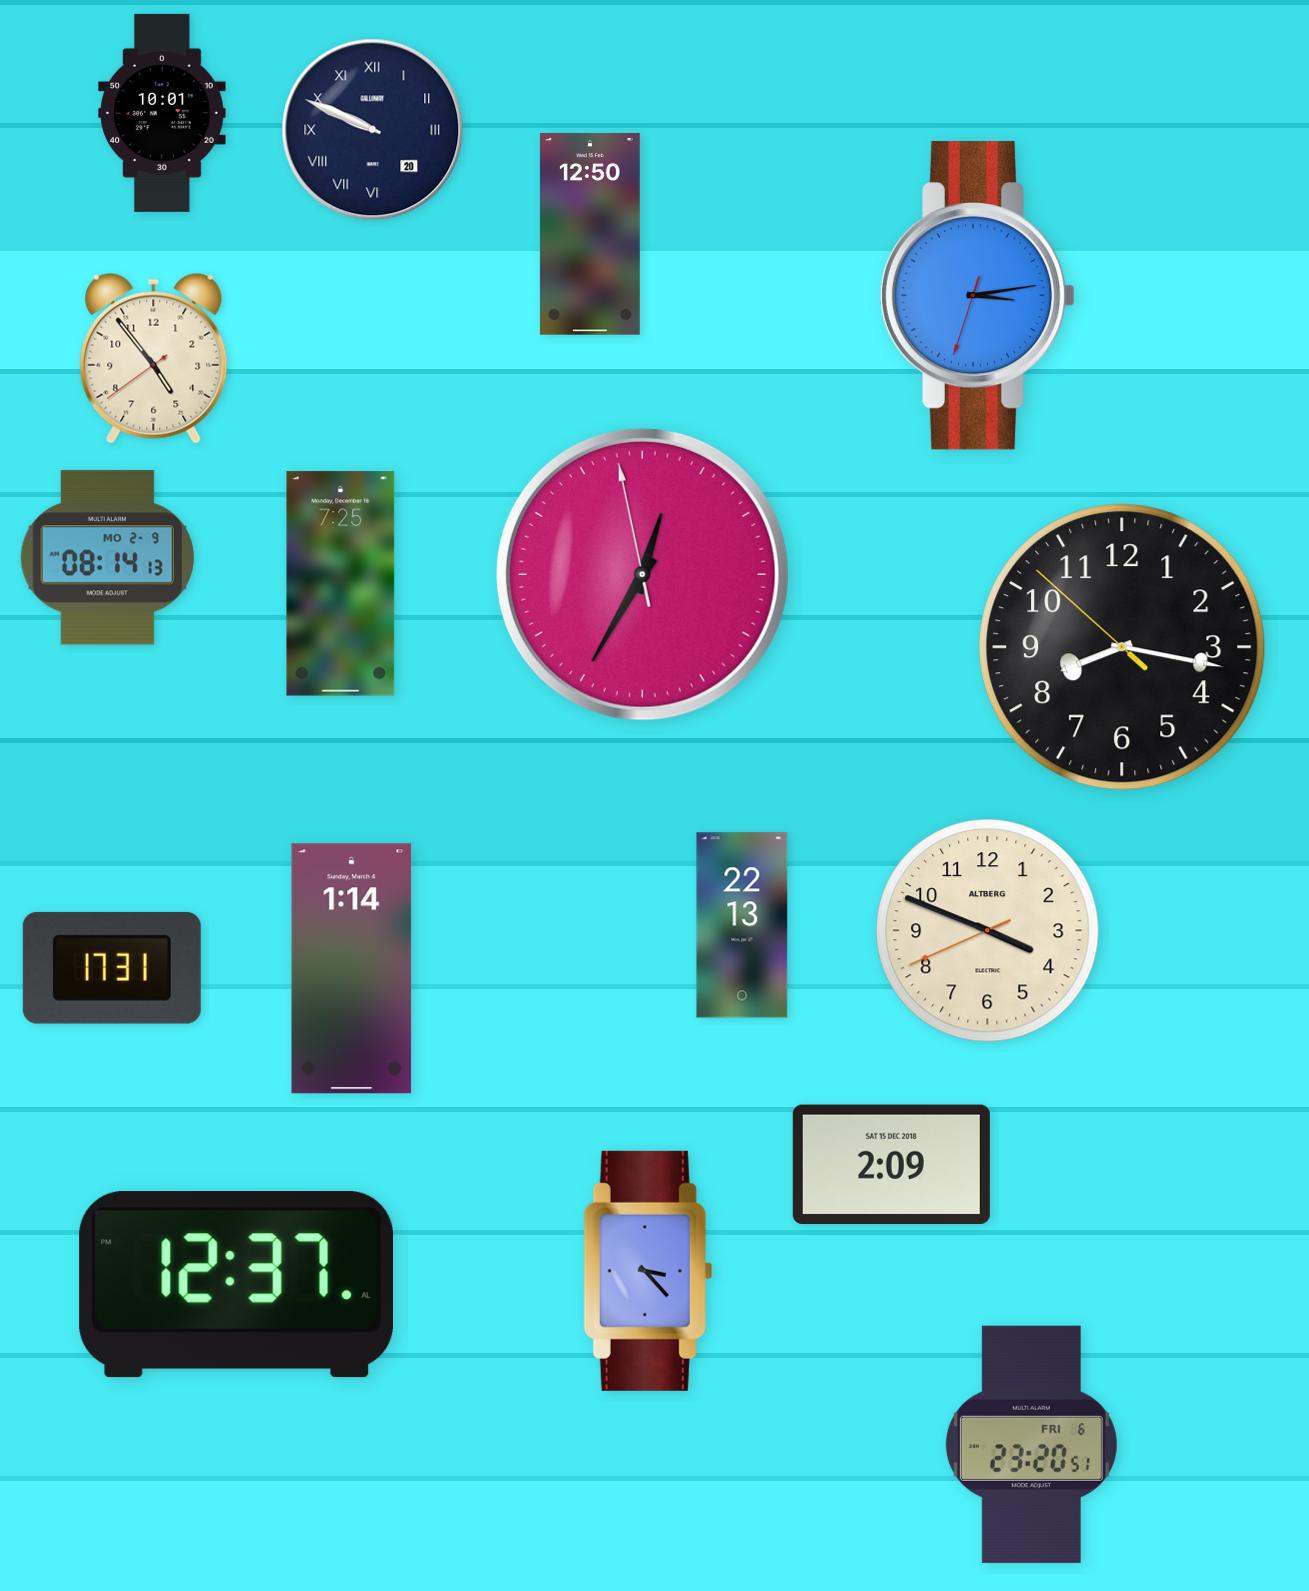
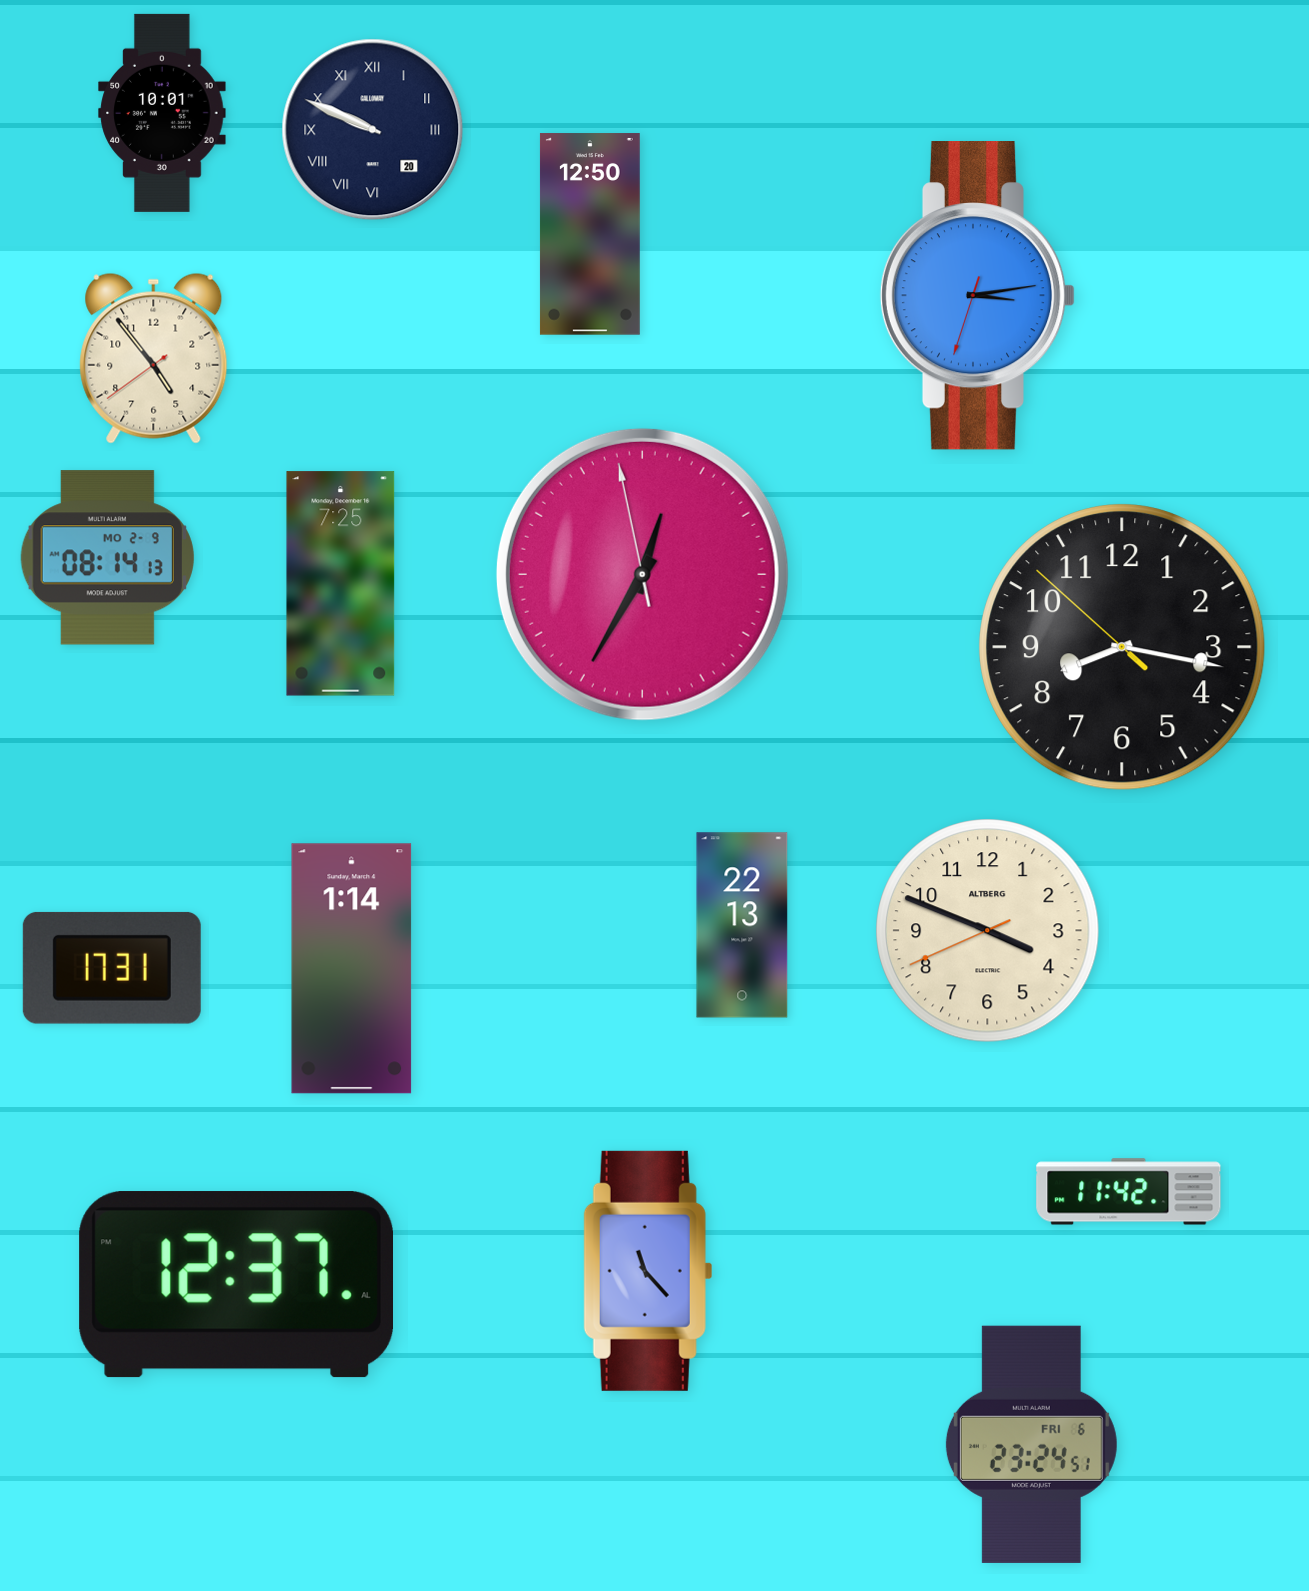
clock at (891, 1165): 2:09 -> none
clock at (1129, 1192): none -> 11:42
clock at (648, 1271): 3:23 -> 11:23
clock at (1031, 1444): 23:20 -> 23:24
